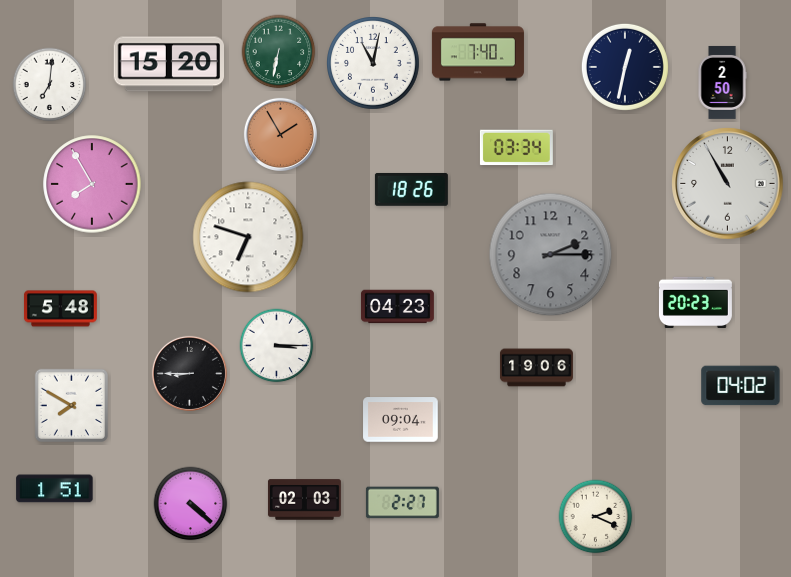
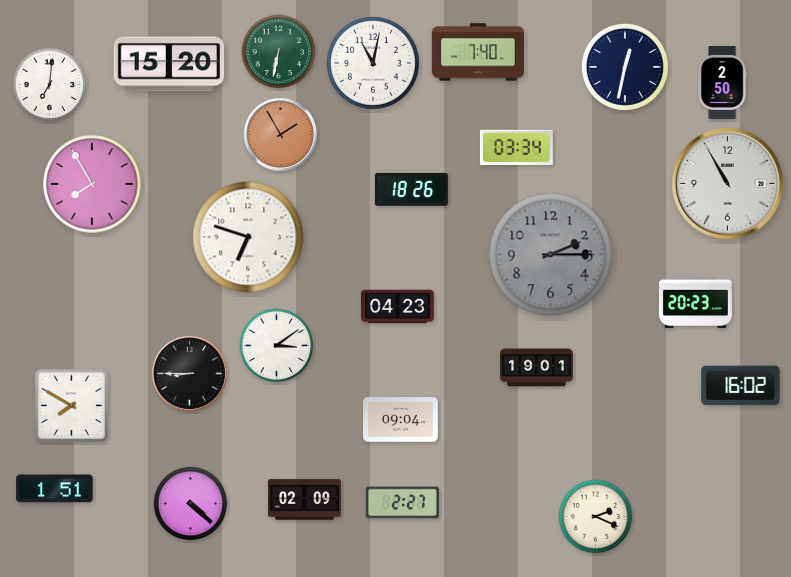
clock at (60, 309): 5:48 -> none
clock at (277, 346): 3:15 -> 3:09
clock at (536, 368): 19:06 -> 19:01
clock at (741, 386): 04:02 -> 16:02
clock at (304, 500): 02:03 -> 02:09
